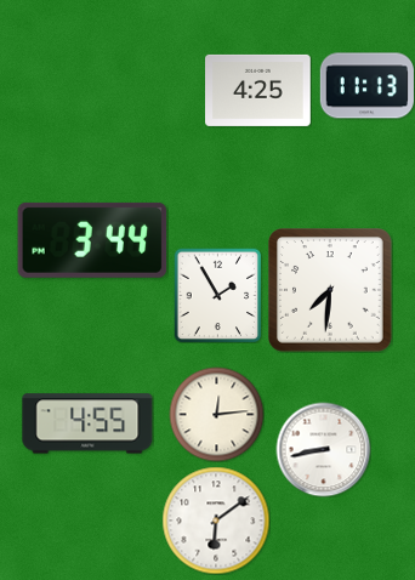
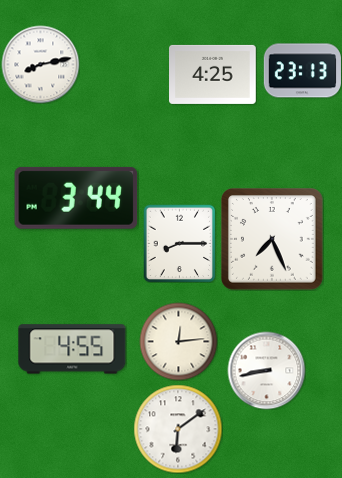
clock at (40, 64): none -> 8:13
clock at (366, 86): 11:13 -> 23:13
clock at (330, 290): 7:31 -> 7:26
clock at (218, 295): 1:55 -> 8:15
